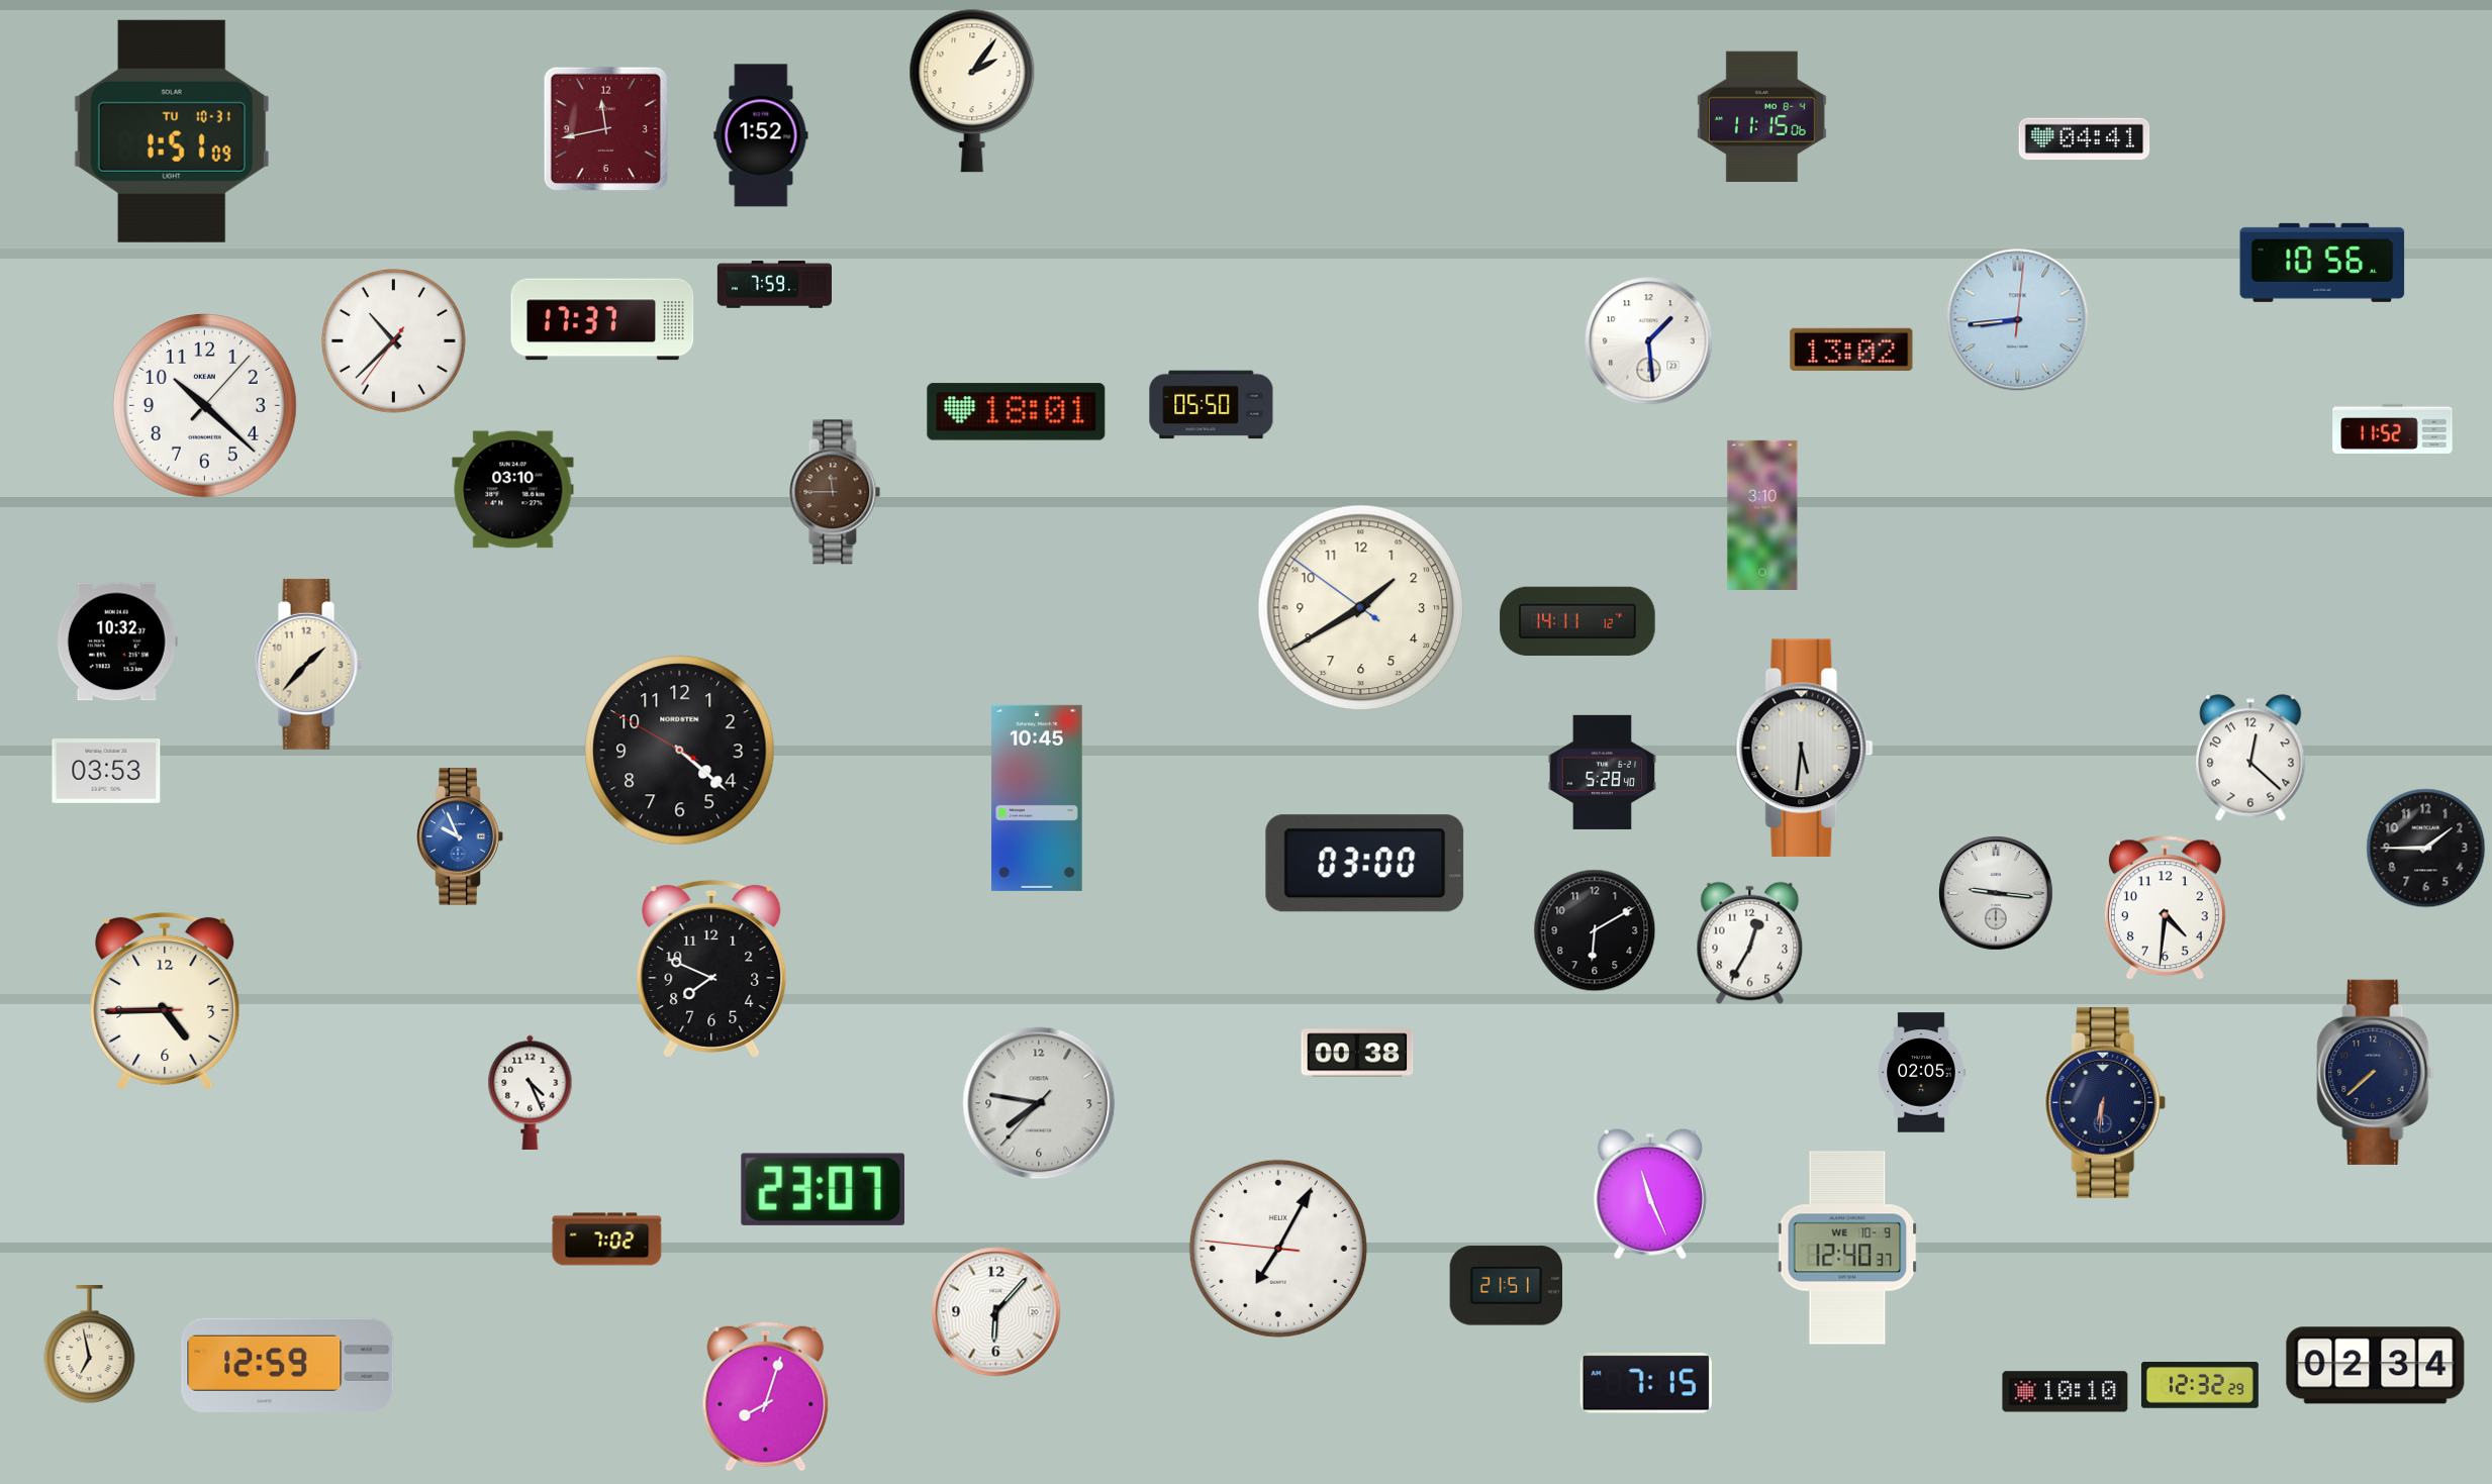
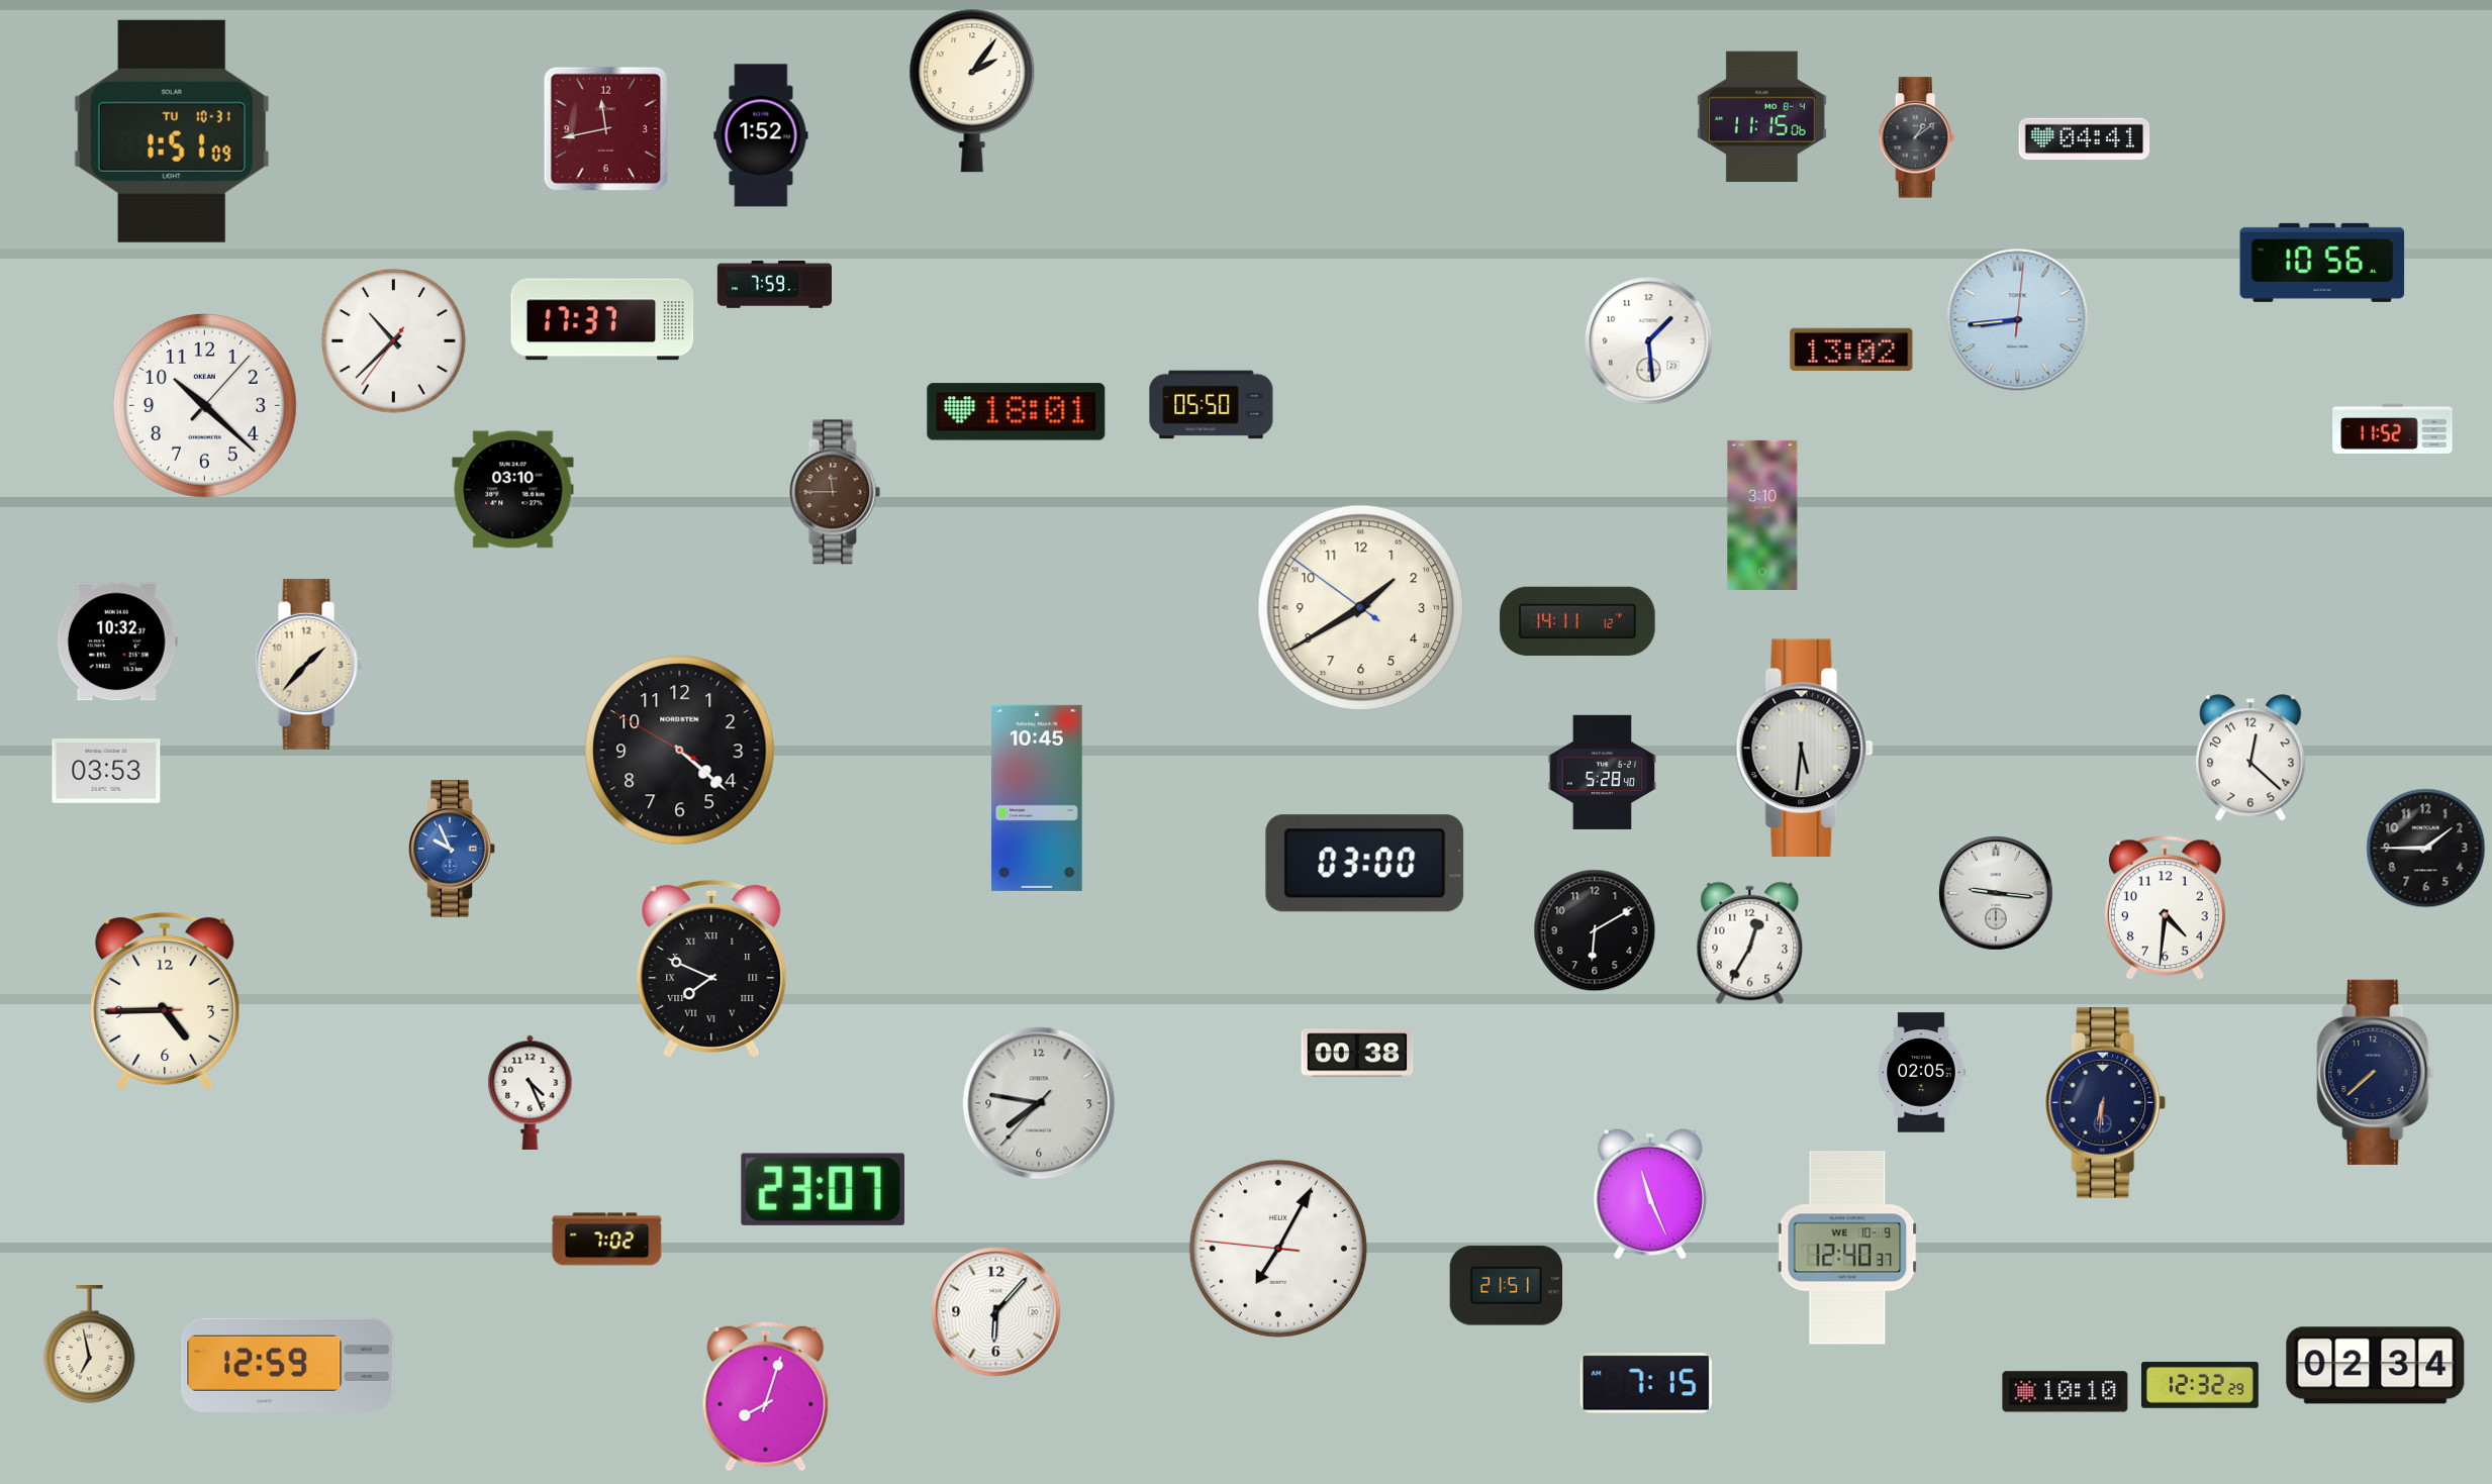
clock at (1917, 137): none -> 1:09
clock at (460, 836) position: (460, 836) -> (452, 849)
clock at (711, 969) numerals: Arabic -> Roman
